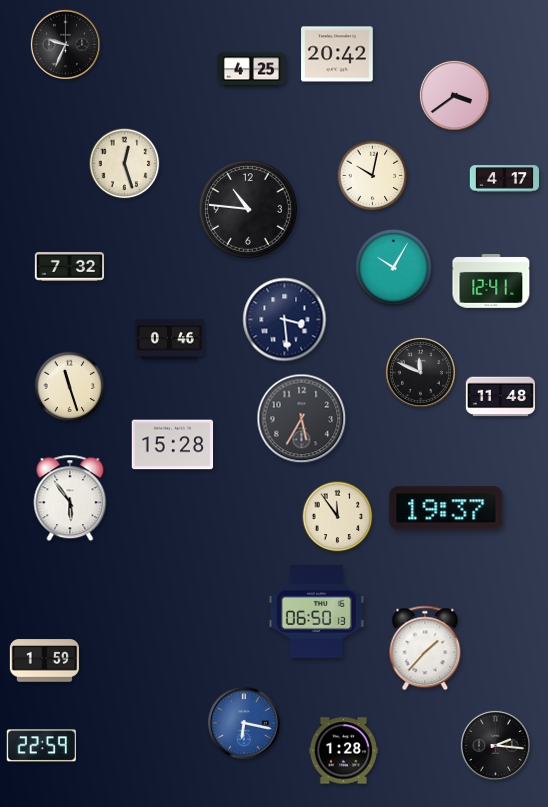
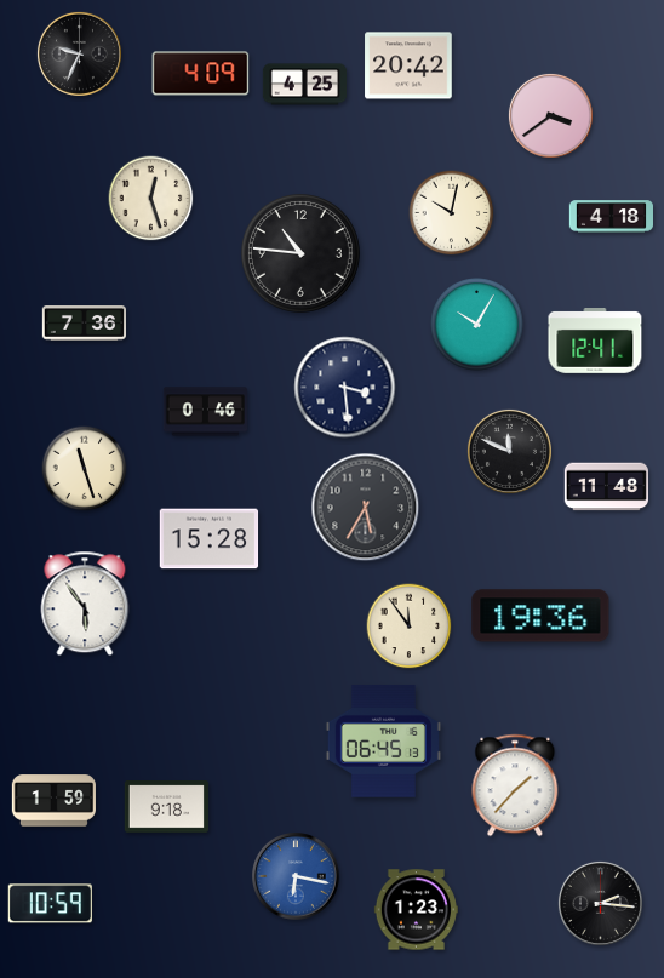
clock at (201, 74): none -> 4:09
clock at (504, 179): 4:17 -> 4:18
clock at (69, 267): 7:32 -> 7:36
clock at (500, 397) position: (500, 397) -> (606, 487)
clock at (446, 508): 19:37 -> 19:36
clock at (316, 611): 06:50 -> 06:45
clock at (166, 807): none -> 9:18
clock at (41, 746): 22:59 -> 10:59
clock at (343, 751): 1:28 -> 1:23
